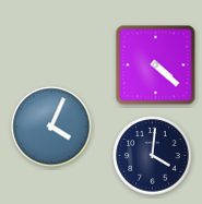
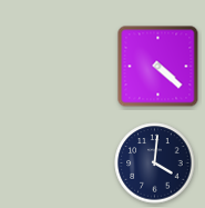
clock at (51, 127): 4:04 -> none
clock at (153, 156) position: (153, 156) -> (155, 164)
